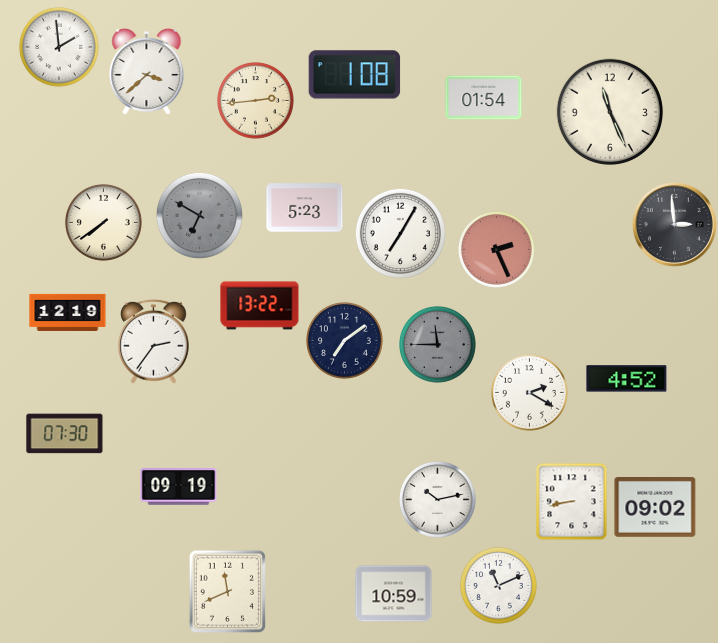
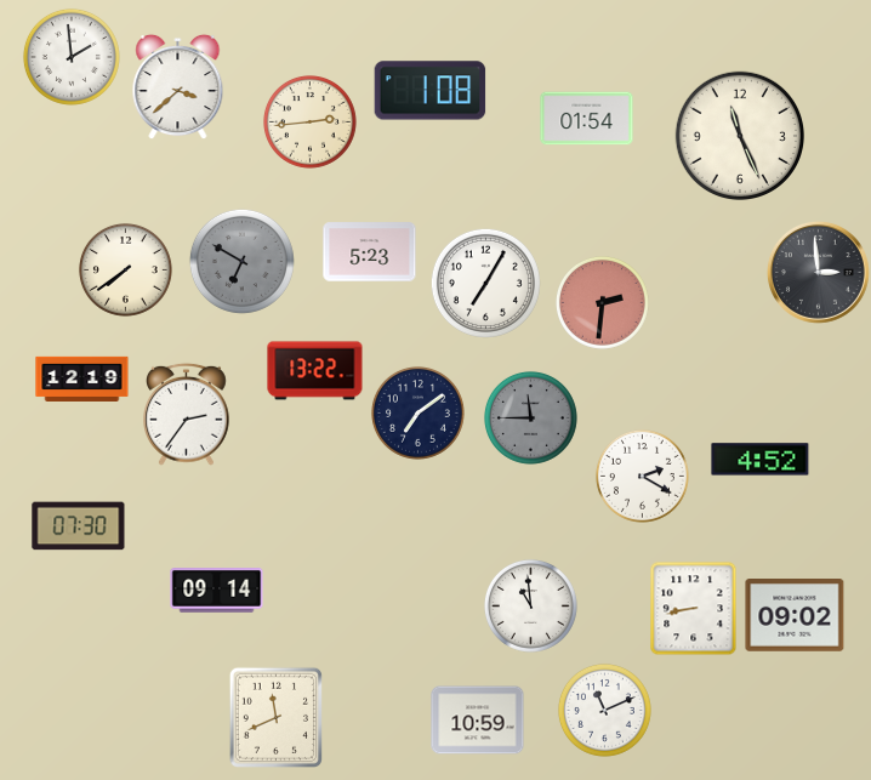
clock at (496, 249): 2:26 -> 2:31
clock at (179, 487): 09:19 -> 09:14
clock at (437, 499): 10:13 -> 10:59
